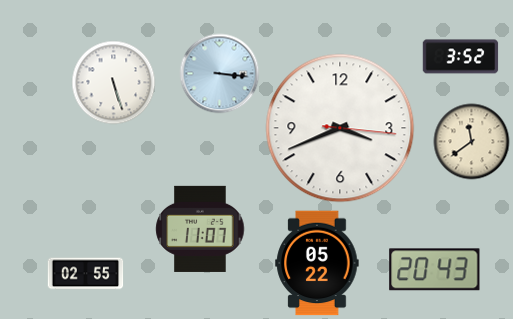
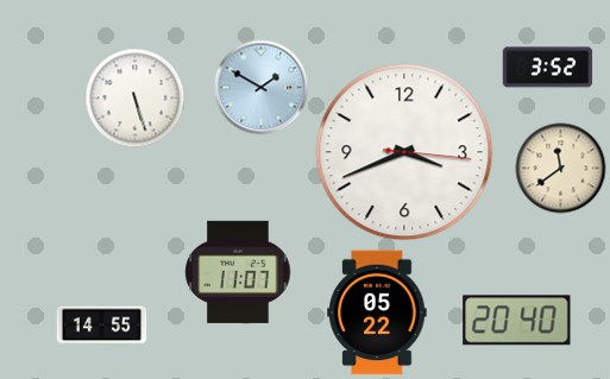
clock at (220, 74): 3:16 -> 1:50
clock at (435, 270): 20:43 -> 20:40
clock at (86, 274): 02:55 -> 14:55
